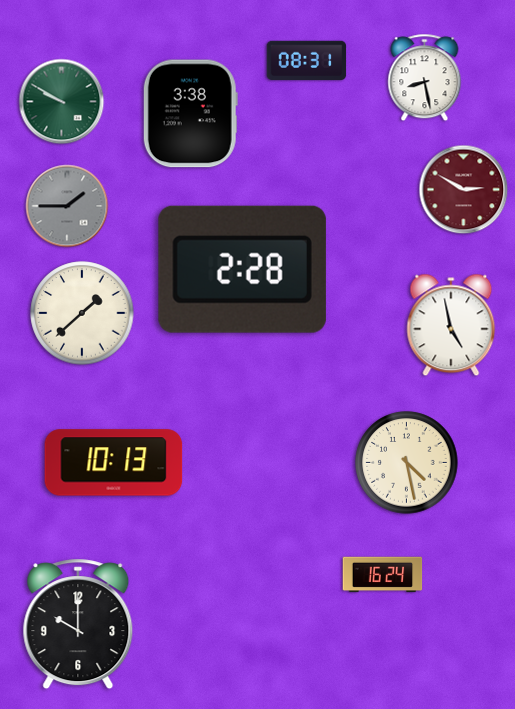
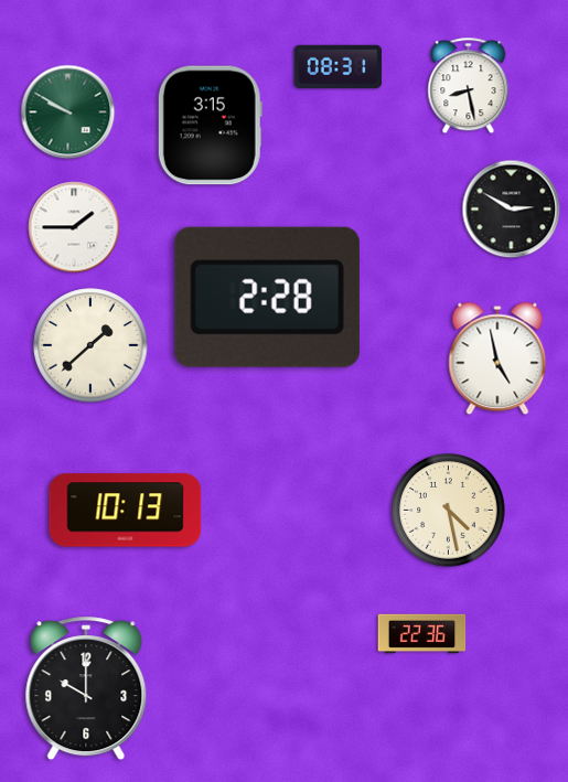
clock at (190, 114): 3:38 -> 3:15
clock at (464, 190) dial: burgundy -> black
clock at (67, 206) dial: grey -> white
clock at (383, 575): 16:24 -> 22:36
